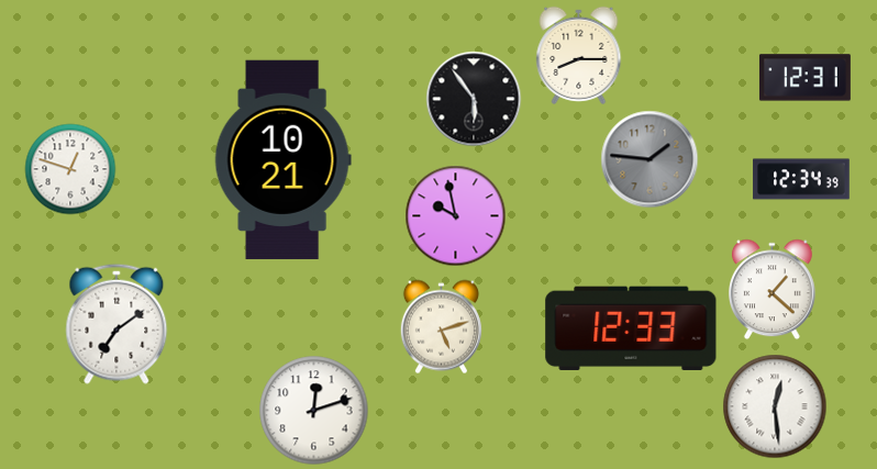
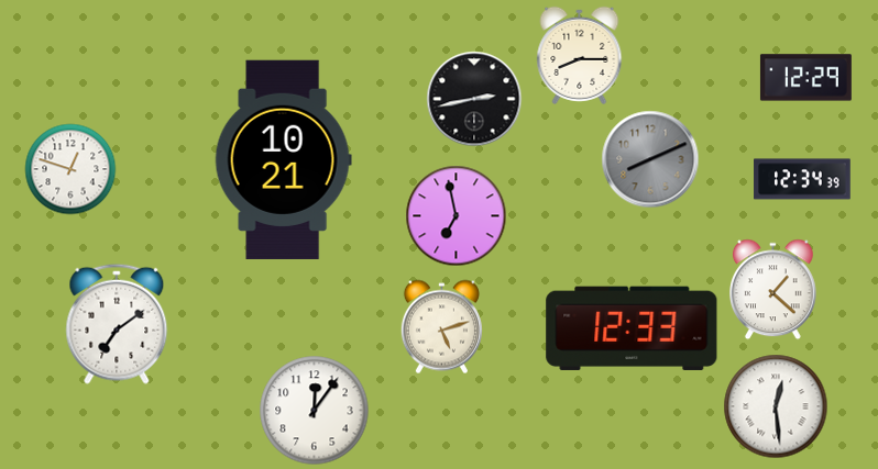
clock at (804, 78): 12:31 -> 12:29
clock at (474, 99): 5:54 -> 2:43
clock at (650, 159): 1:46 -> 8:11
clock at (455, 215): 9:58 -> 6:58
clock at (314, 411): 12:12 -> 12:06
